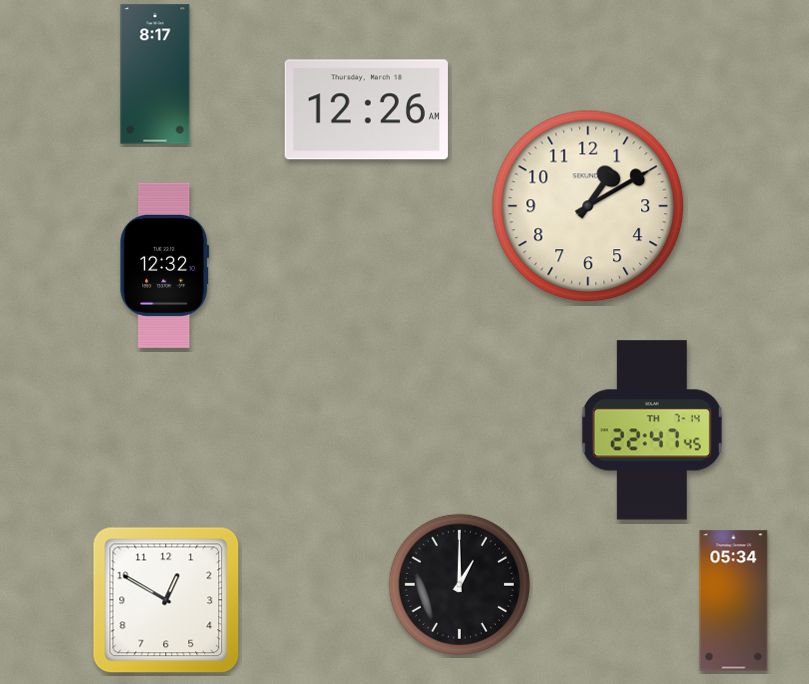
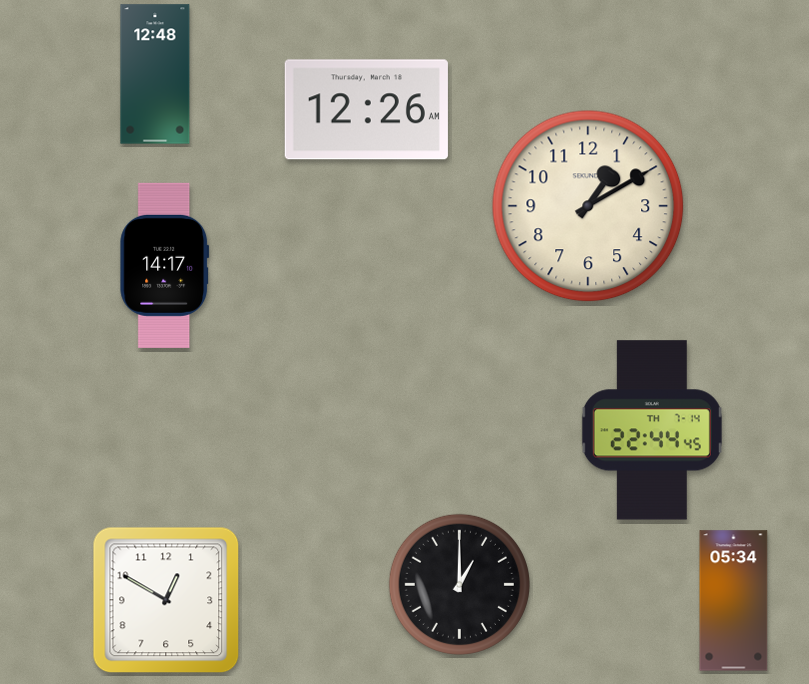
clock at (155, 74): 8:17 -> 12:48
clock at (165, 265): 12:32 -> 14:17
clock at (652, 430): 22:47 -> 22:44
